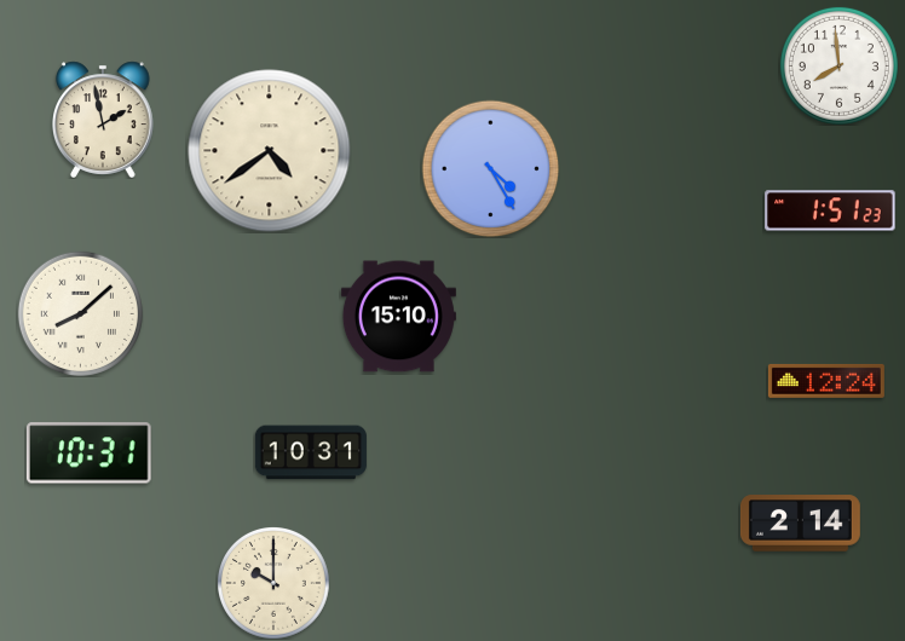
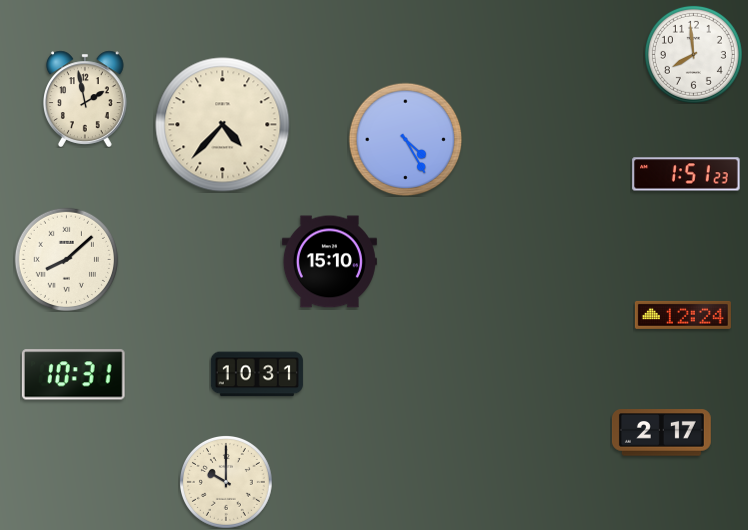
clock at (270, 151): 4:39 -> 4:37
clock at (800, 524): 2:14 -> 2:17
